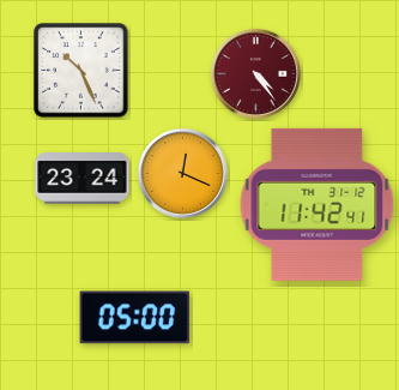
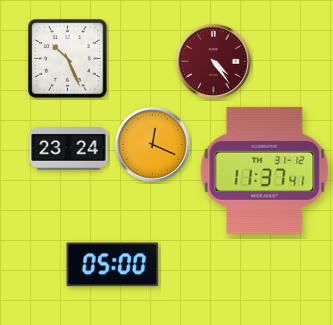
clock at (318, 204): 11:42 -> 11:37
